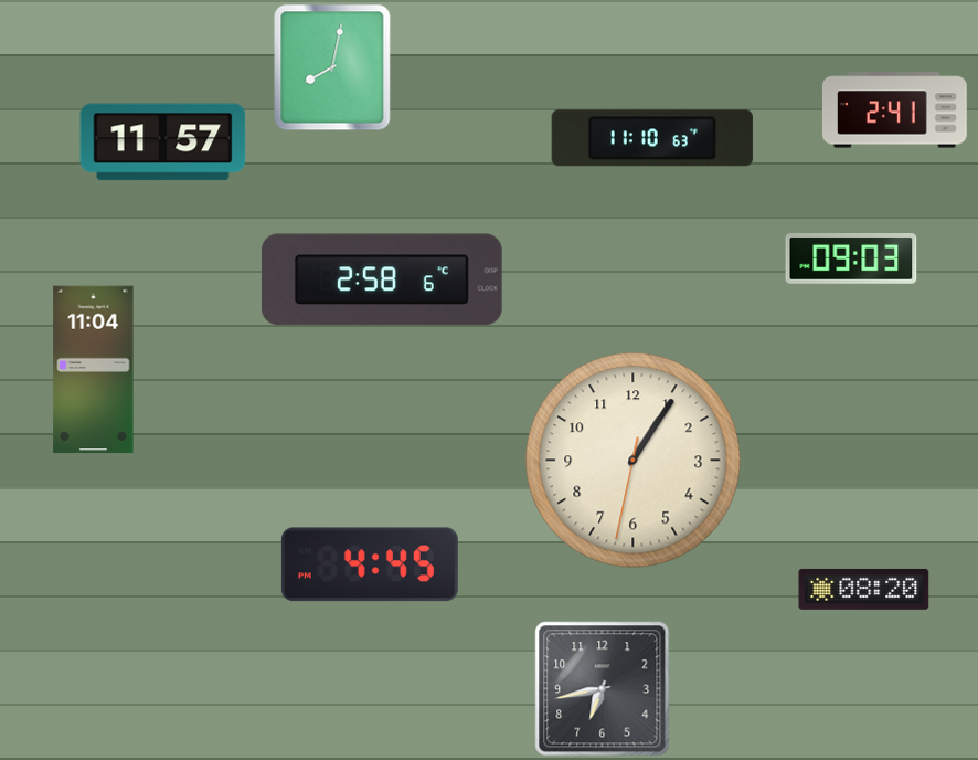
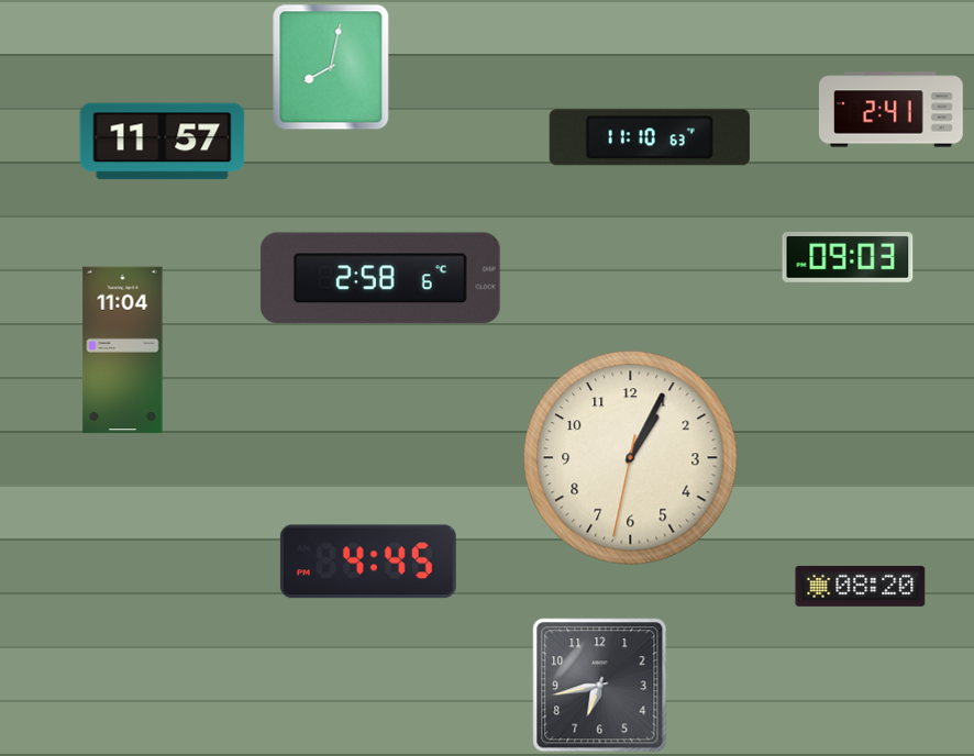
clock at (94, 370) position: (94, 370) -> (123, 351)
clock at (634, 461): 1:05 -> 1:04
